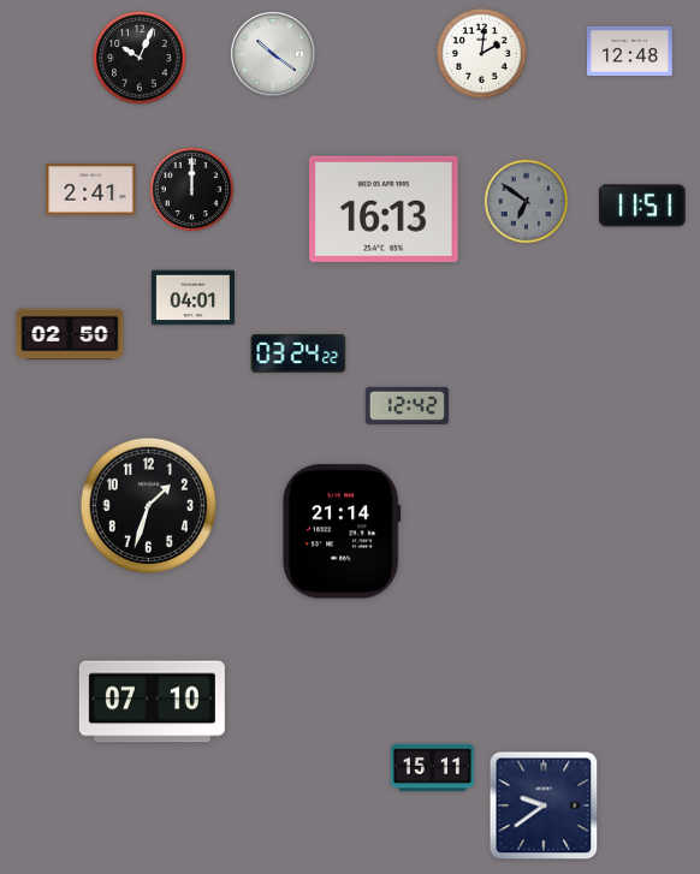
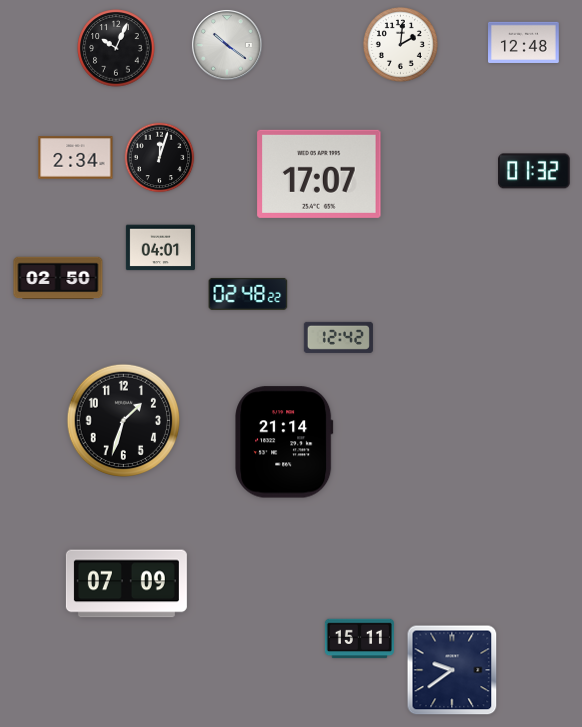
clock at (91, 190): 2:41 -> 2:34
clock at (192, 190): 12:00 -> 12:03
clock at (527, 202): 6:51 -> none
clock at (642, 206): 11:51 -> 01:32
clock at (384, 209): 16:13 -> 17:07
clock at (298, 353): 03:24 -> 02:48
clock at (152, 702): 07:10 -> 07:09
